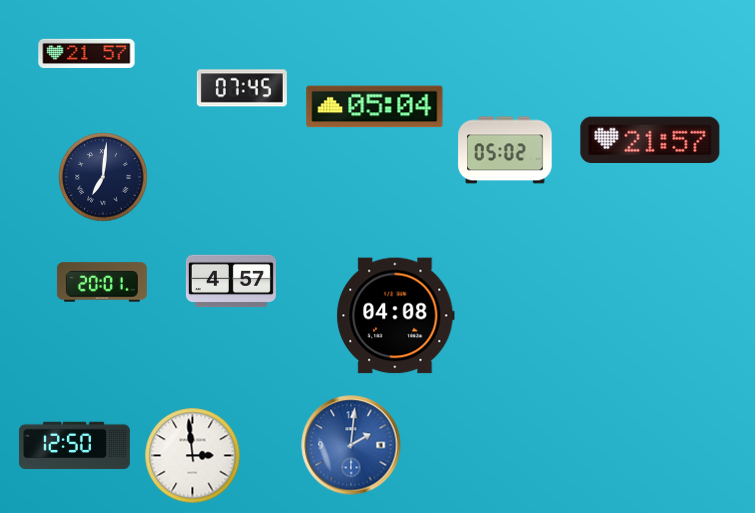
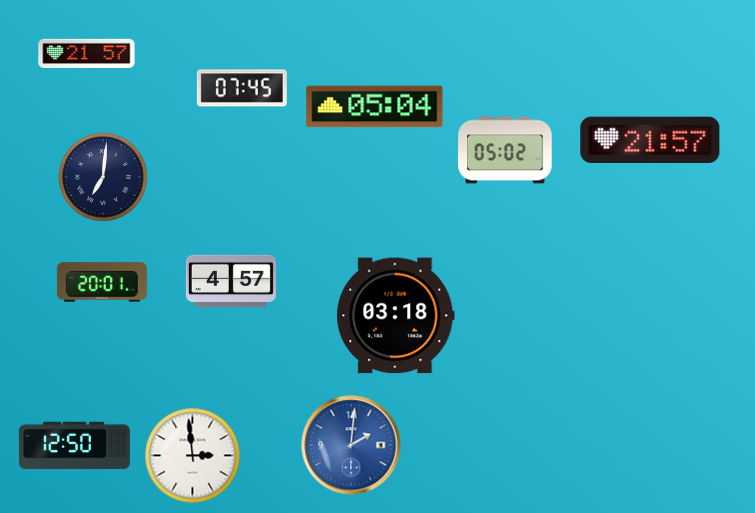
clock at (396, 316): 04:08 -> 03:18
